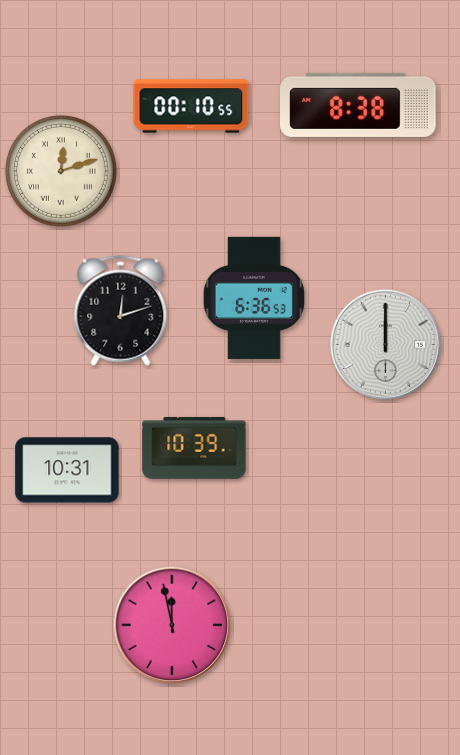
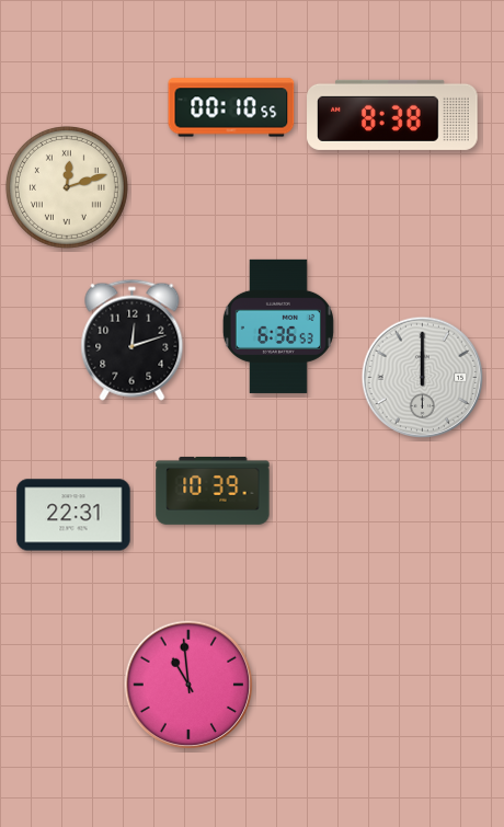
clock at (191, 106) position: (191, 106) -> (231, 107)
clock at (67, 470): 10:31 -> 22:31
clock at (172, 625): 11:58 -> 10:59
